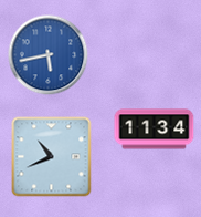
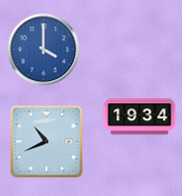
clock at (49, 55): 5:43 -> 4:00
clock at (155, 130): 11:34 -> 19:34
